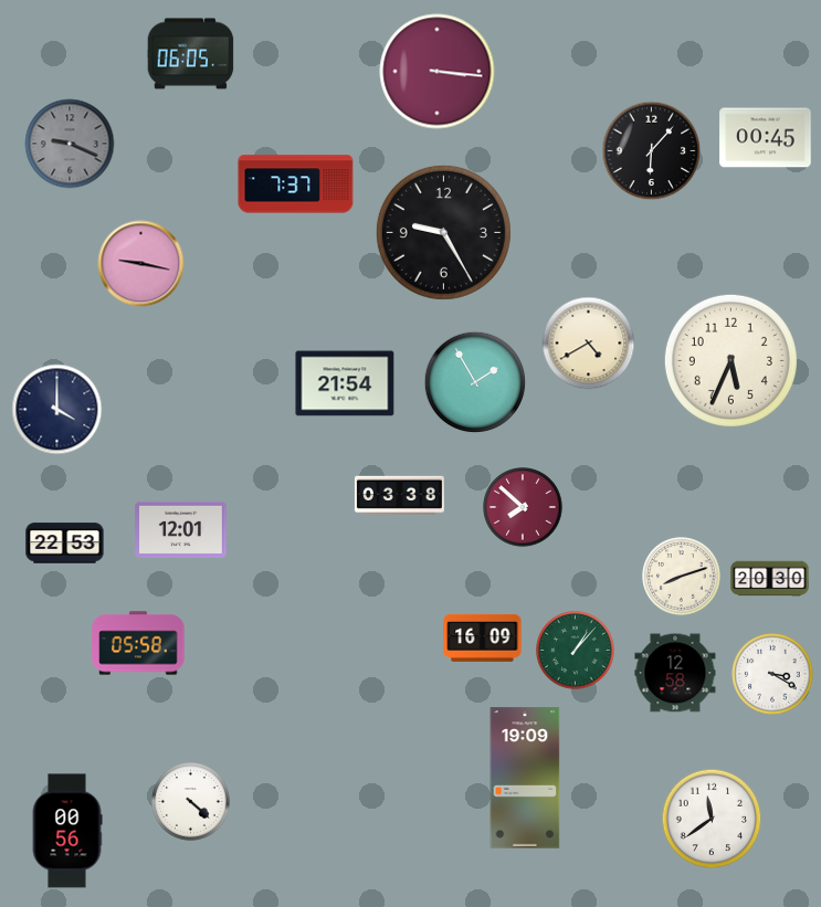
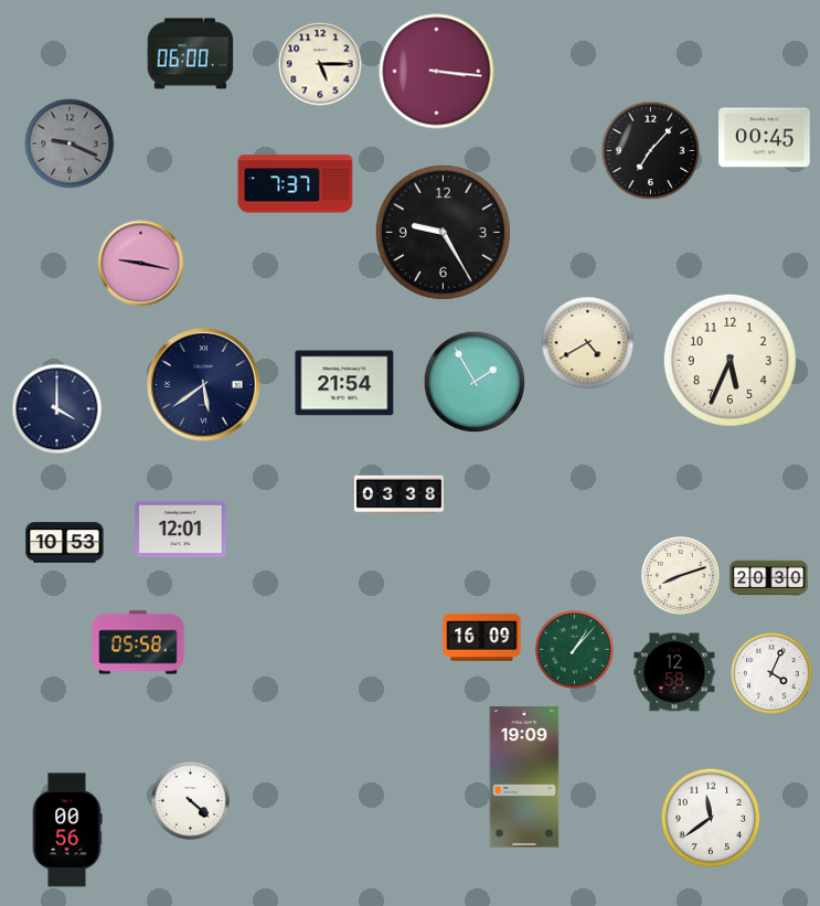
clock at (191, 54): 06:05 -> 06:00
clock at (320, 64): none -> 5:15
clock at (652, 151): 6:07 -> 7:07
clock at (204, 385): none -> 5:39
clock at (523, 507): 7:52 -> none
clock at (65, 544): 22:53 -> 10:53
clock at (772, 674): 3:20 -> 4:04
